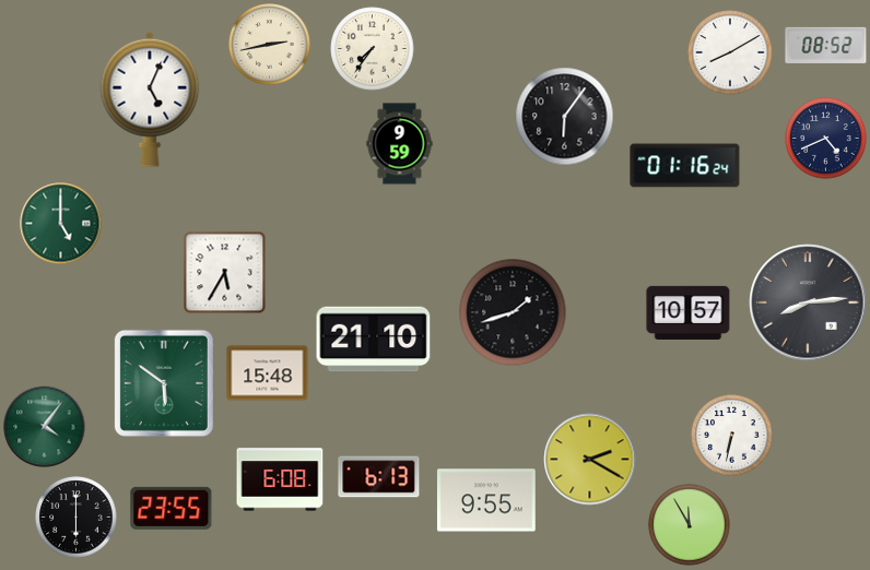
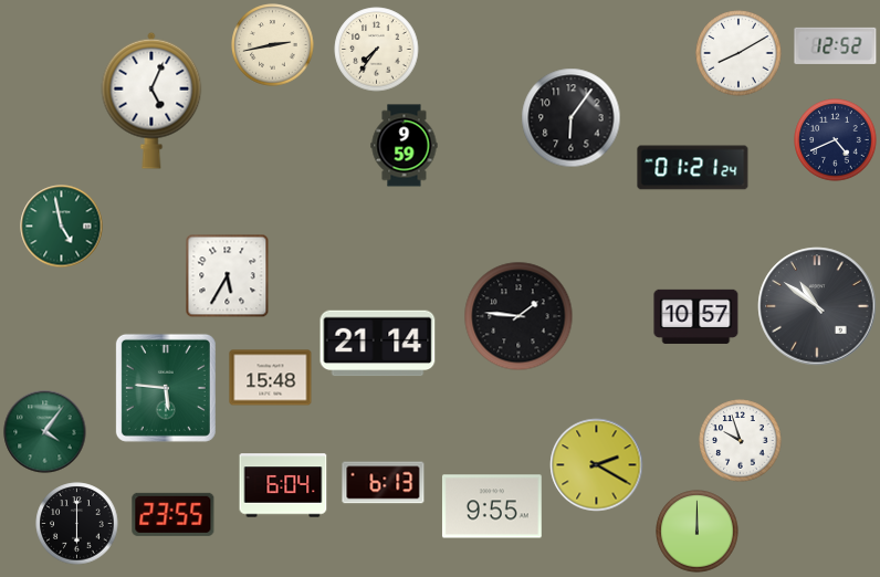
clock at (826, 45): 08:52 -> 12:52
clock at (685, 166): 01:16 -> 01:21
clock at (61, 224): 5:00 -> 4:58
clock at (808, 302): 8:14 -> 10:51
clock at (513, 312): 1:42 -> 1:46
clock at (374, 340): 21:10 -> 21:14
clock at (164, 383): 5:51 -> 5:46
clock at (732, 436): 6:32 -> 9:57
clock at (280, 479): 6:08 -> 6:04
clock at (690, 525): 11:55 -> 12:00
